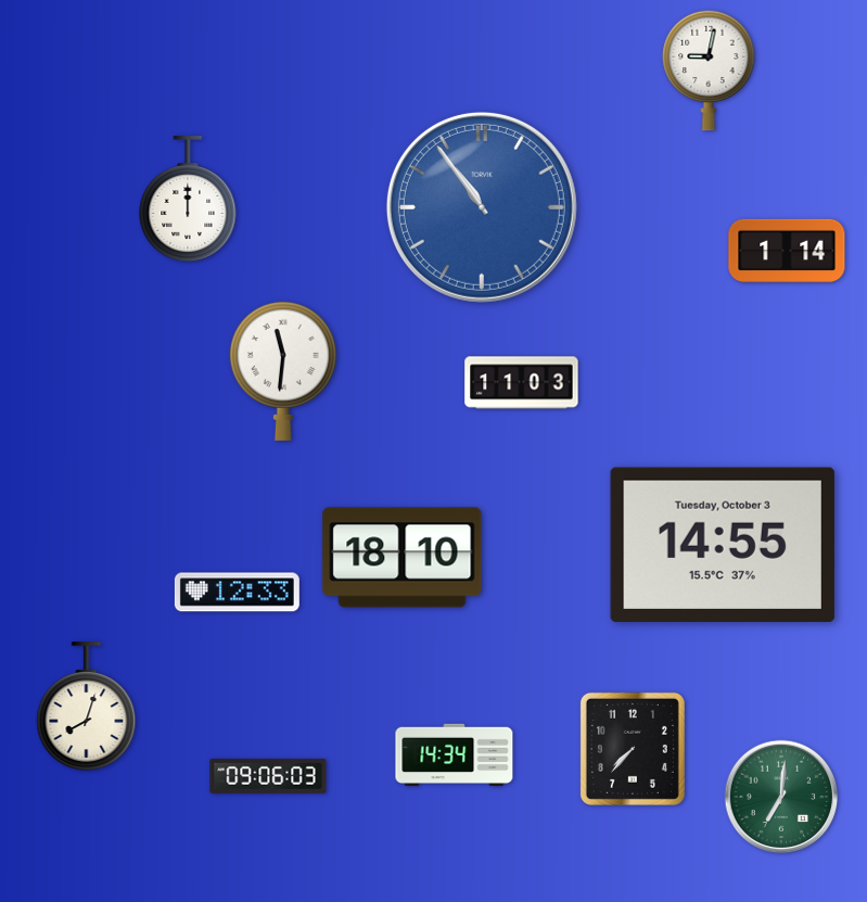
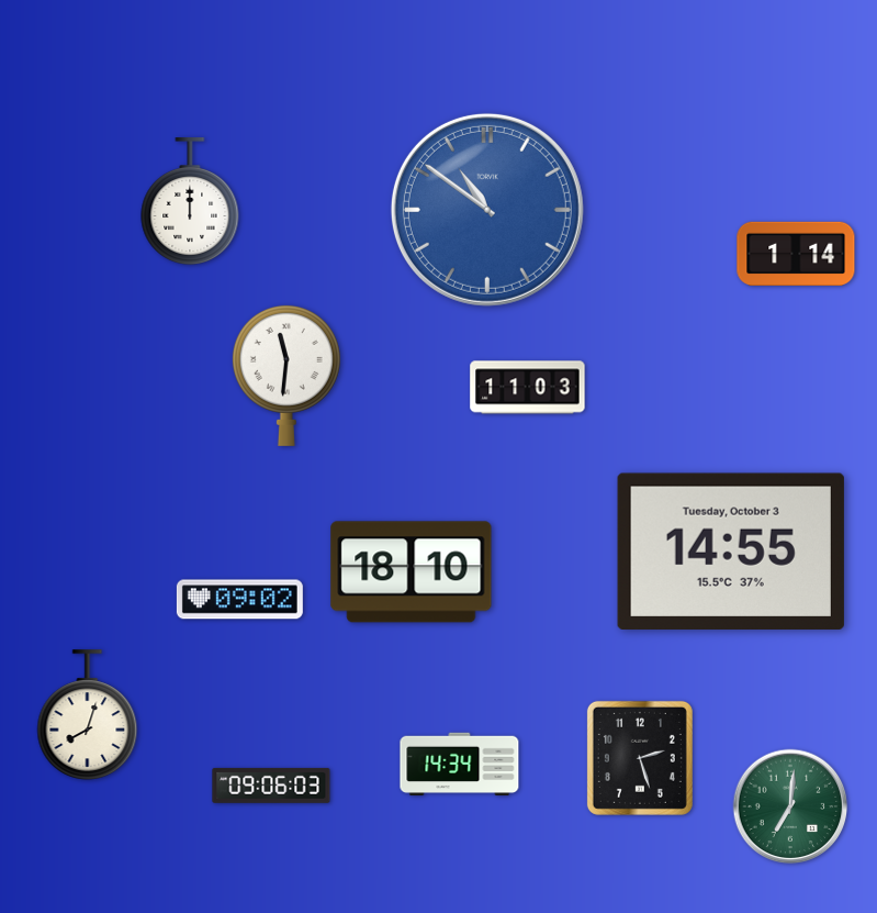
clock at (709, 71): 9:02 -> none
clock at (482, 207): 10:54 -> 10:51
clock at (403, 558) position: (403, 558) -> (412, 572)
clock at (237, 593): 12:33 -> 09:02
clock at (633, 749): 7:37 -> 2:27
